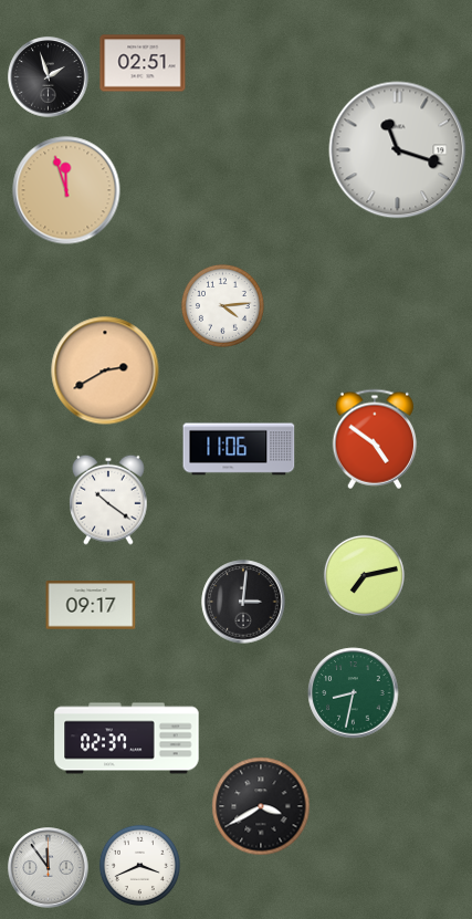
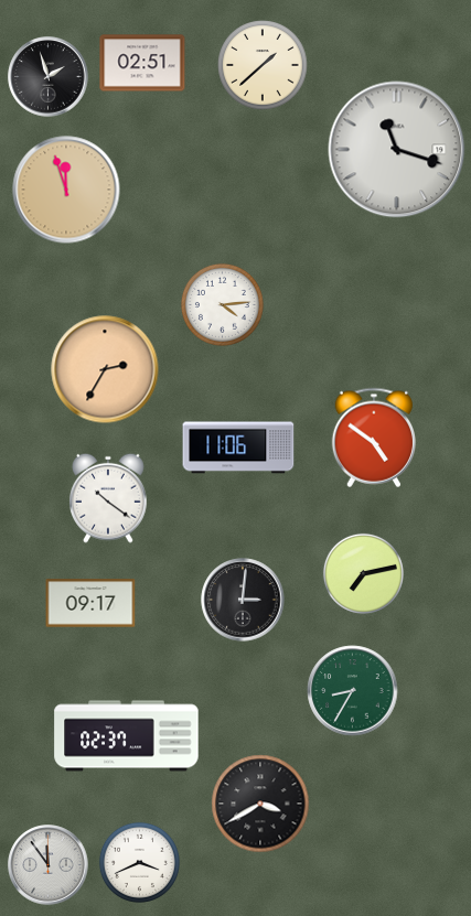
clock at (263, 65): none -> 1:38
clock at (105, 370): 2:40 -> 2:35
clock at (354, 693): 8:32 -> 8:35
